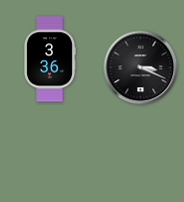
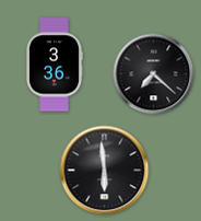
clock at (141, 68): 3:19 -> 7:22
clock at (105, 171): none -> 5:59
